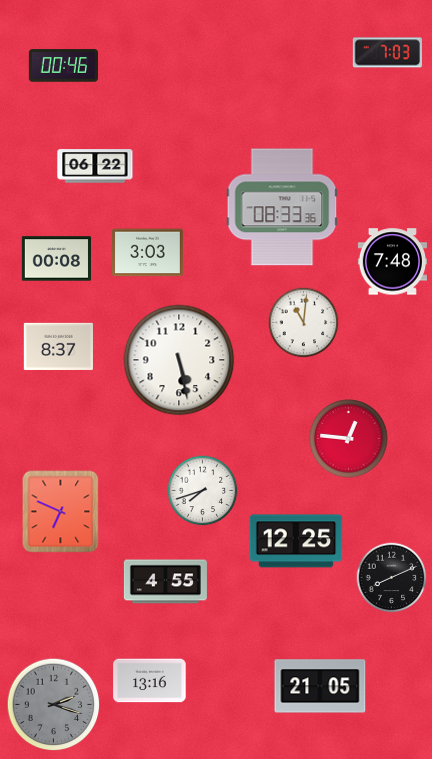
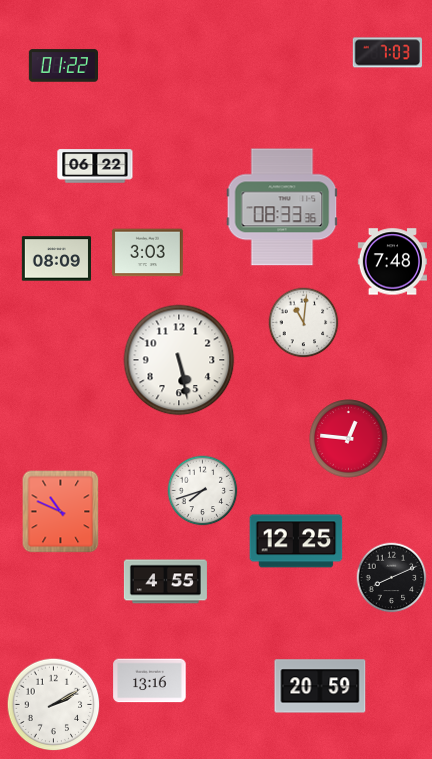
clock at (63, 66): 00:46 -> 01:22
clock at (56, 259): 00:08 -> 08:09
clock at (58, 346): 8:37 -> none
clock at (61, 512): 6:49 -> 10:49
clock at (320, 686): 21:05 -> 20:59
clock at (54, 705): 2:18 -> 2:10
clock at (54, 705) dial: grey -> white
